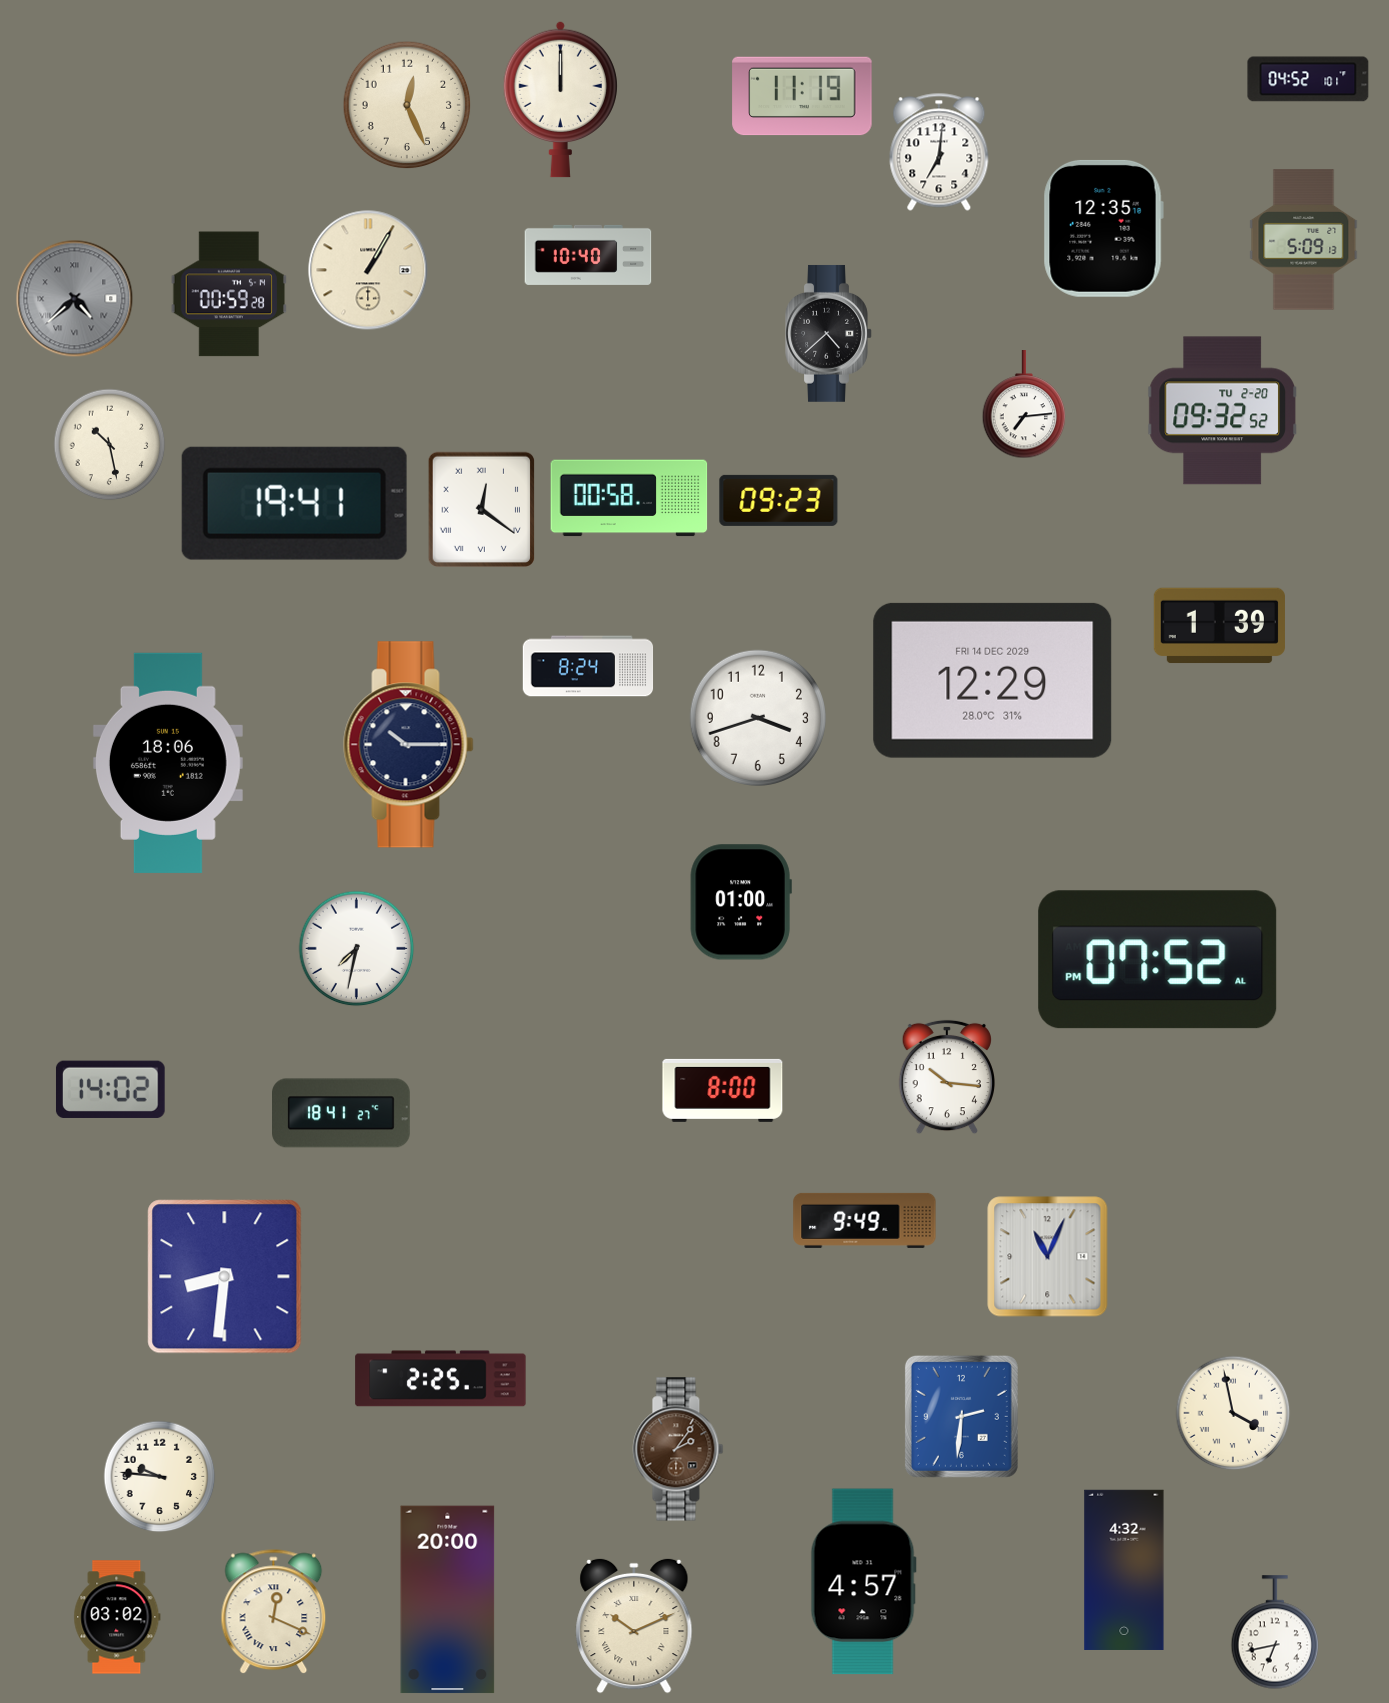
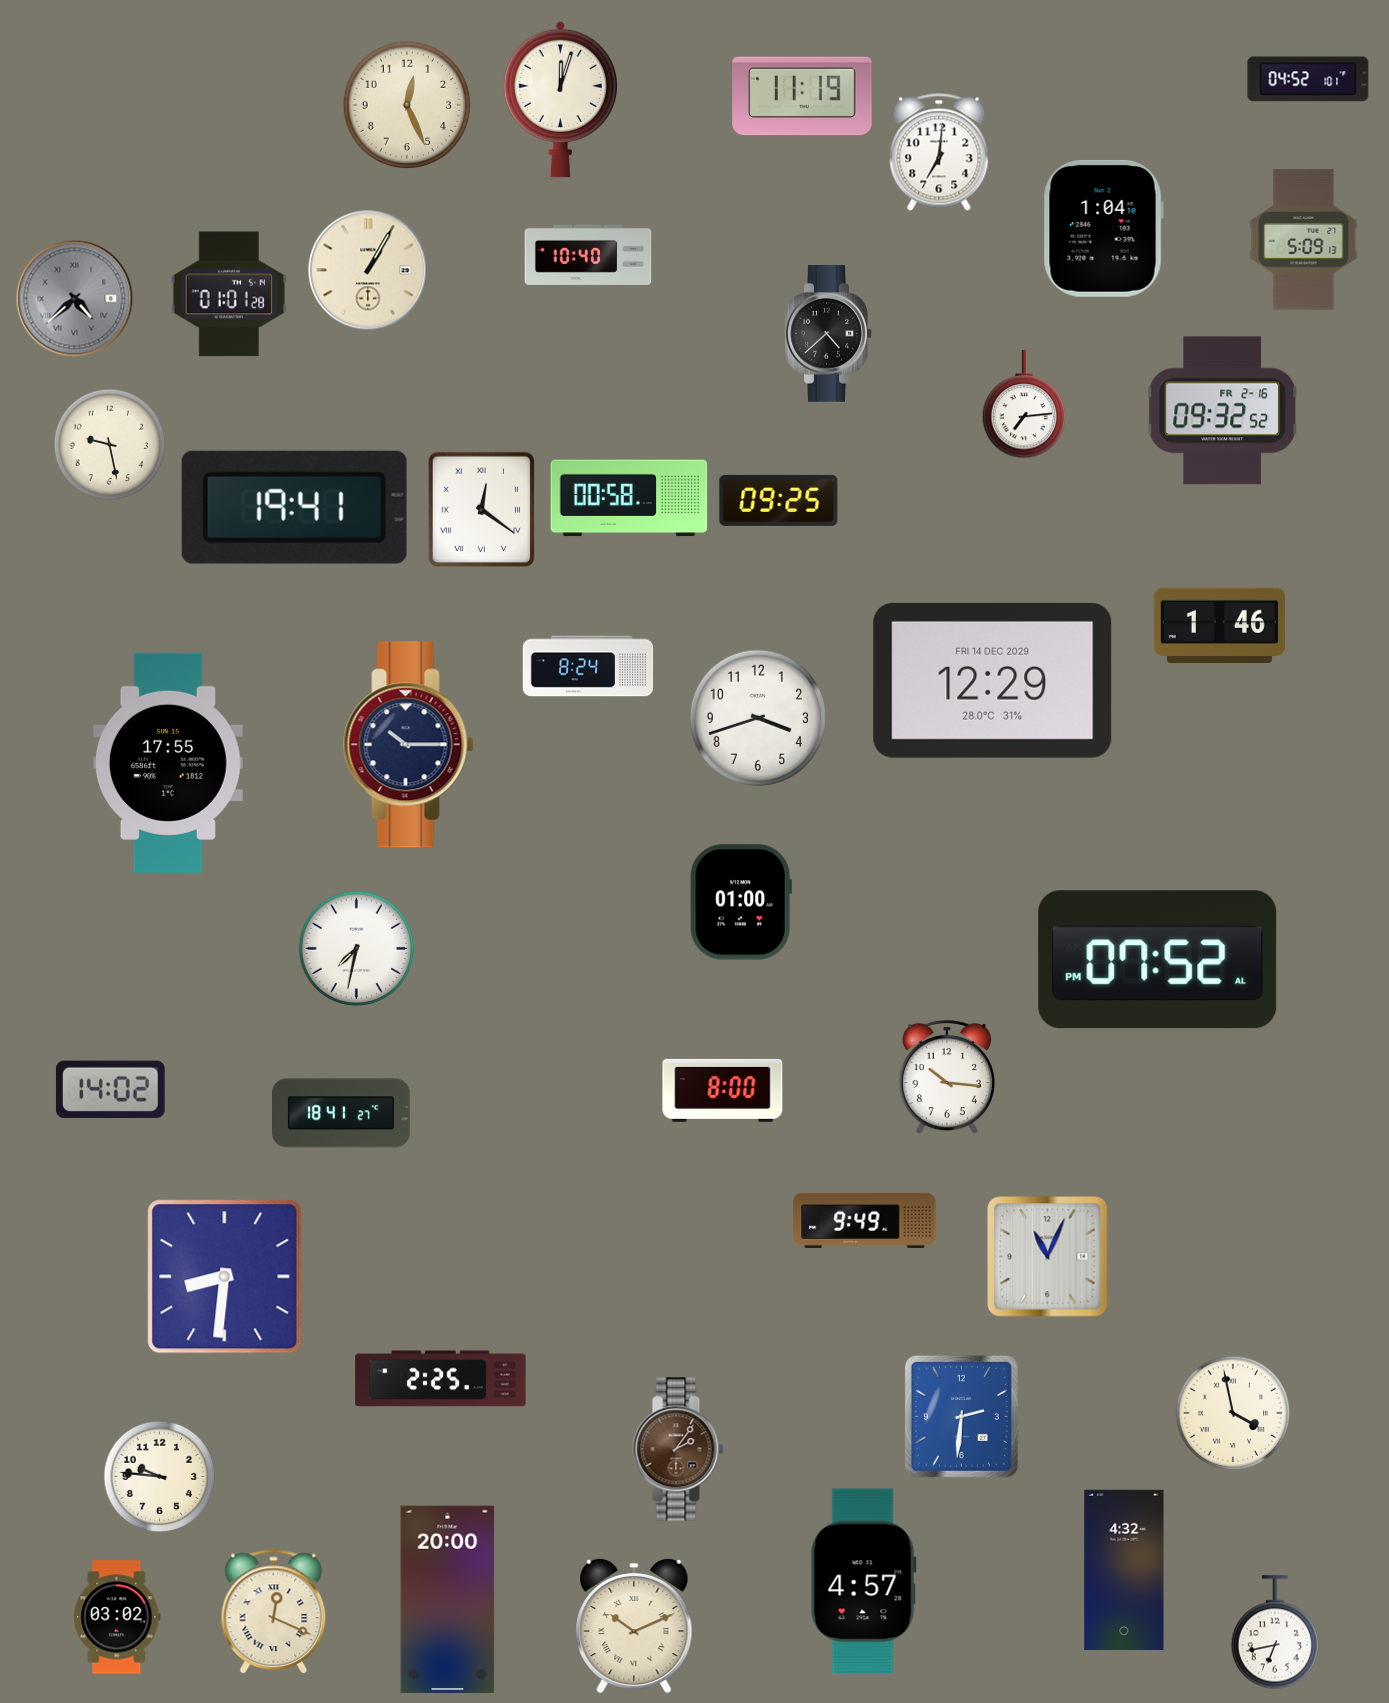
clock at (560, 99): 12:00 -> 12:03
clock at (1103, 228): 12:35 -> 1:04
clock at (228, 294): 00:59 -> 01:01
clock at (1223, 411) date: TU 2-20 -> FR 2-16
clock at (110, 445): 10:28 -> 9:28
clock at (779, 500): 09:23 -> 09:25
clock at (294, 503) position: (294, 503) -> (294, 507)
clock at (1219, 626): 1:39 -> 1:46
clock at (168, 763): 18:06 -> 17:55
